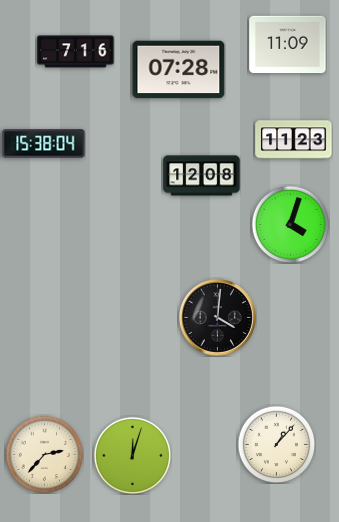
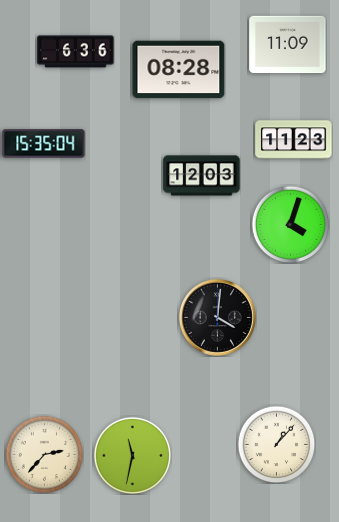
clock at (76, 52): 7:16 -> 6:36
clock at (179, 70): 07:28 -> 08:28
clock at (44, 144): 15:38 -> 15:35
clock at (202, 176): 12:08 -> 12:03
clock at (132, 455): 12:03 -> 11:32
